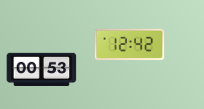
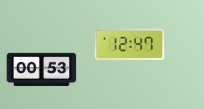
clock at (130, 44): 12:42 -> 12:47
